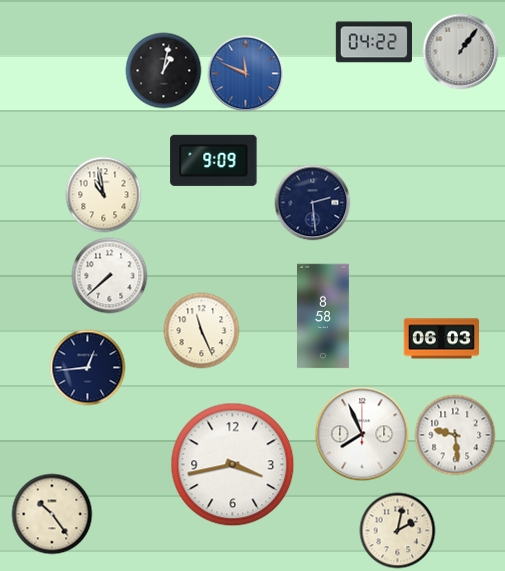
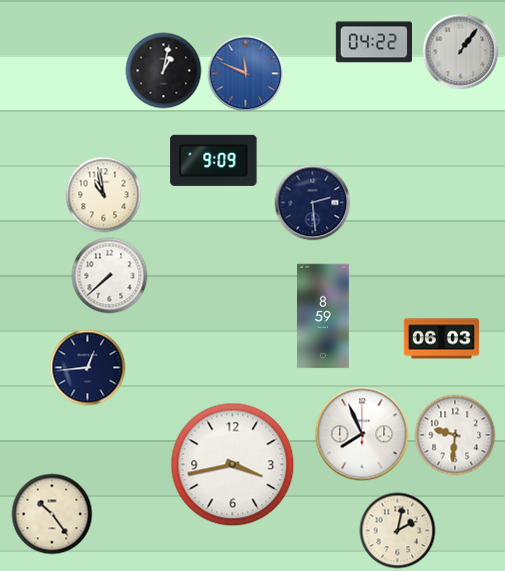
clock at (324, 316): 8:58 -> 8:59
clock at (202, 331): 11:26 -> none
clock at (455, 435): 9:29 -> 9:31
